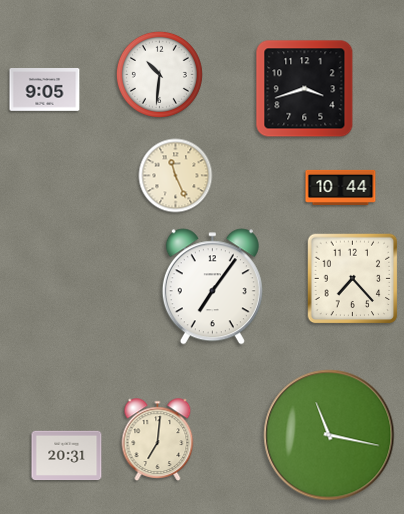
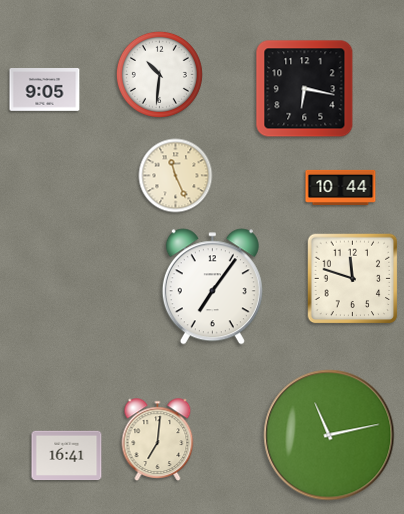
clock at (305, 89): 3:42 -> 6:17
clock at (353, 279): 7:23 -> 11:48
clock at (329, 435): 11:17 -> 11:13
clock at (67, 456): 20:31 -> 16:41
